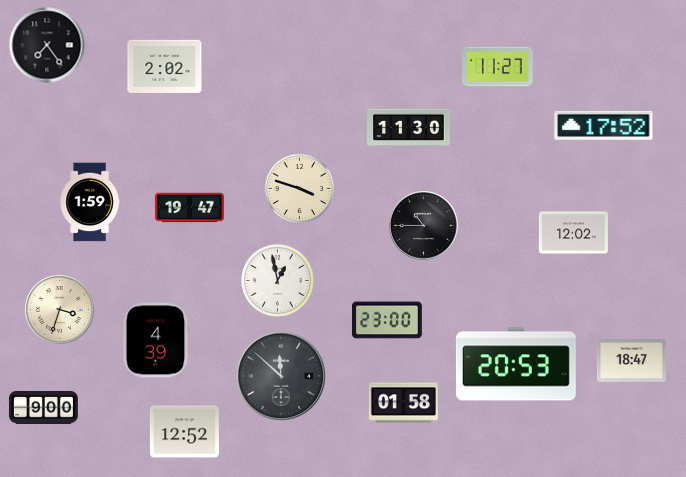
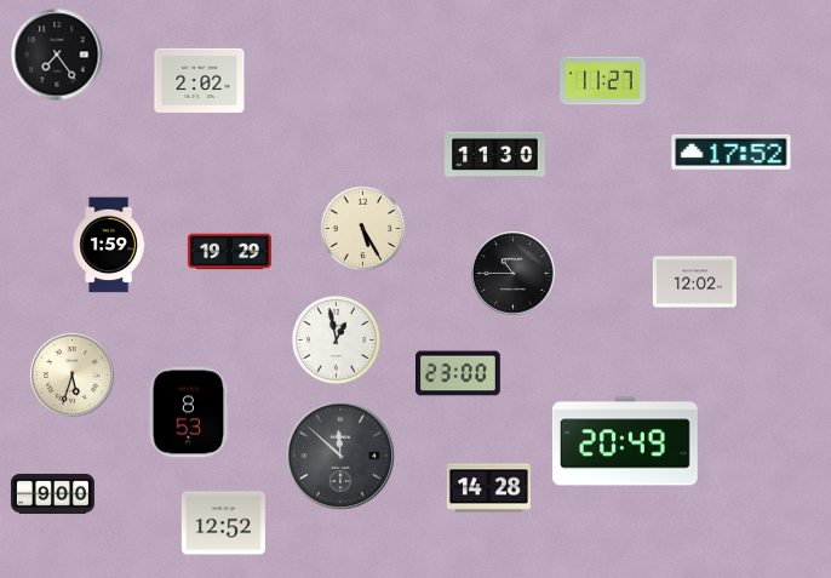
clock at (300, 189): 3:48 -> 5:25
clock at (189, 208): 19:47 -> 19:29
clock at (60, 310): 3:33 -> 5:33
clock at (388, 320) position: (388, 320) -> (459, 373)
clock at (156, 340): 4:39 -> 8:53
clock at (631, 361): 18:47 -> none
clock at (516, 364): 20:53 -> 20:49
clock at (403, 403): 01:58 -> 14:28
